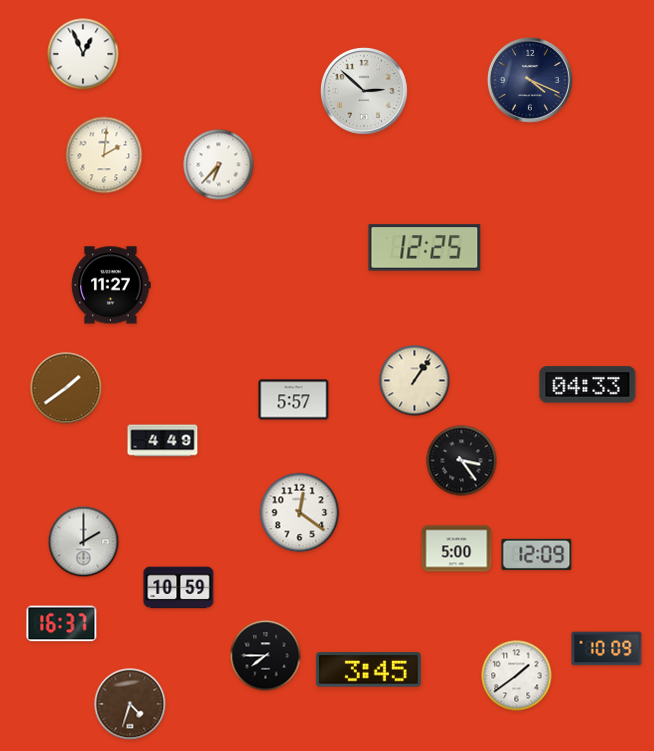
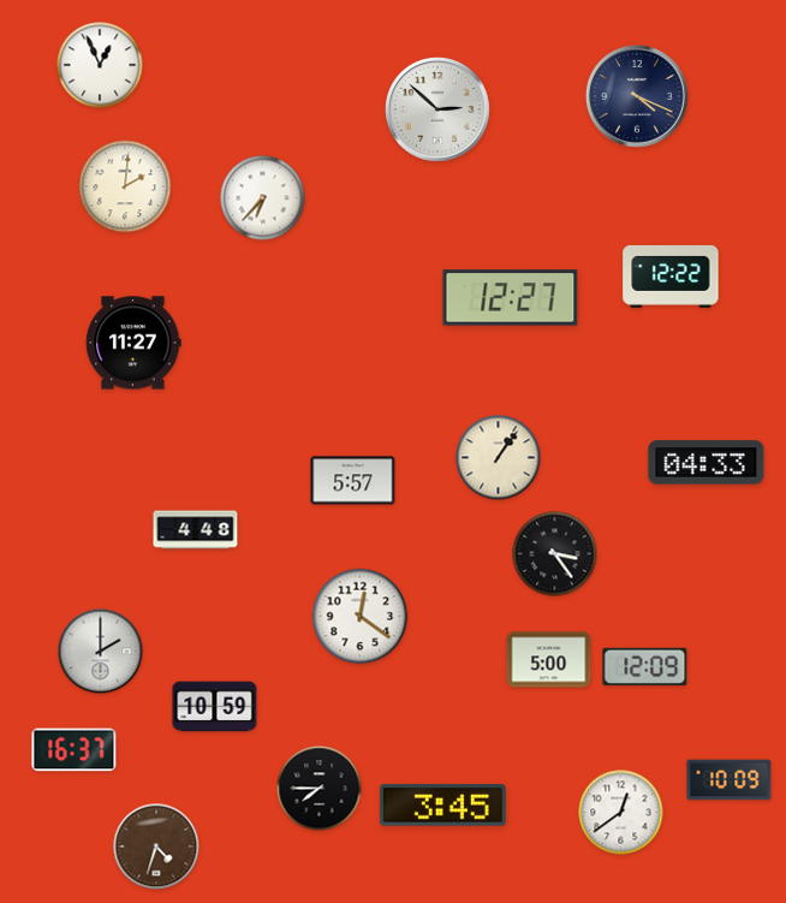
clock at (671, 277): none -> 12:22
clock at (425, 248): 12:25 -> 12:27
clock at (66, 388): 1:39 -> none
clock at (163, 441): 4:49 -> 4:48
clock at (517, 676): 1:39 -> 12:39
